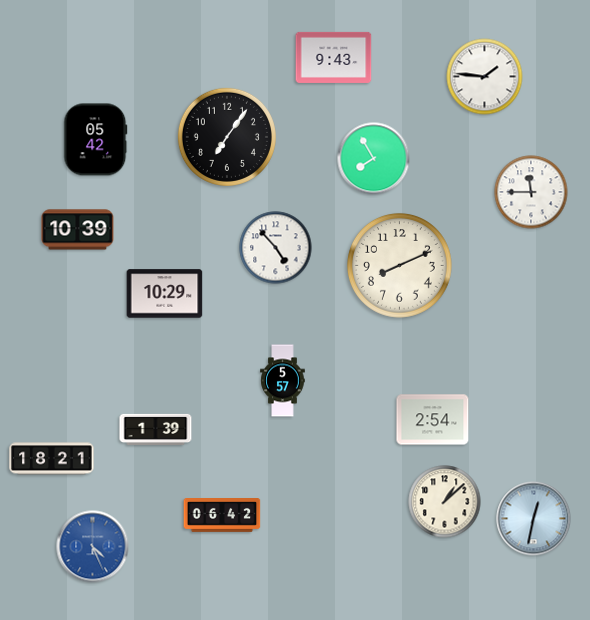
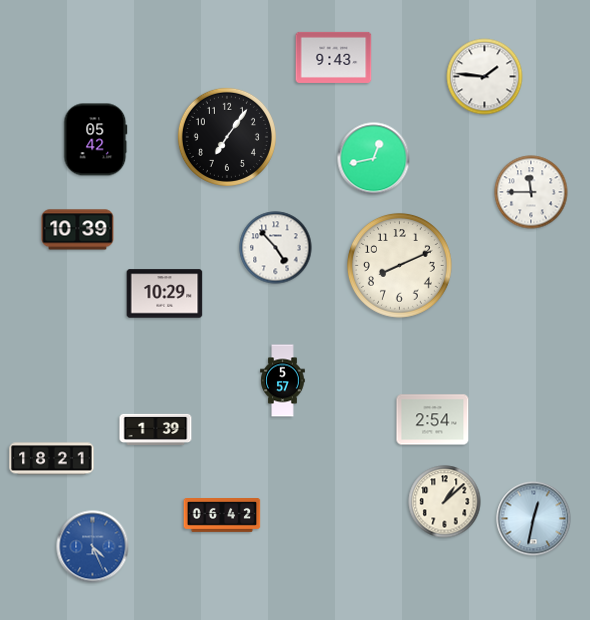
clock at (374, 159): 7:55 -> 12:43
